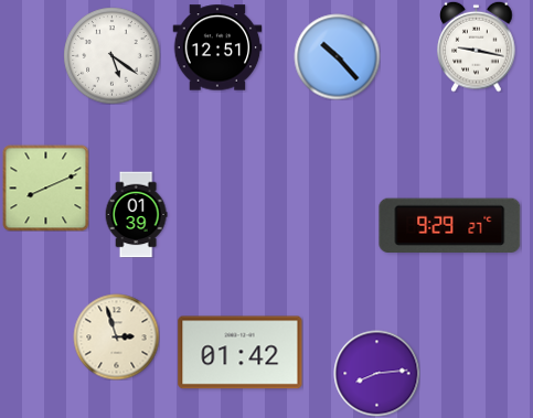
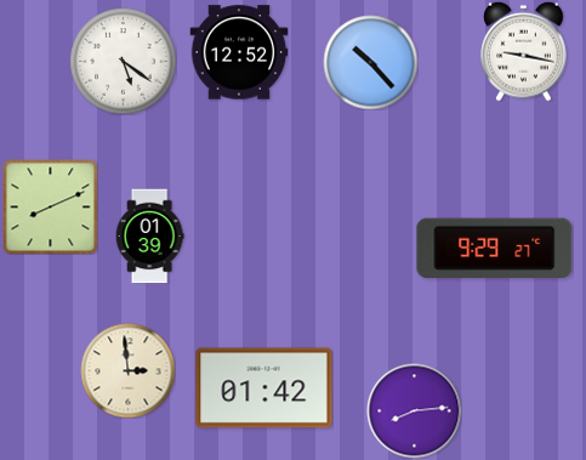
clock at (217, 47): 12:51 -> 12:52
clock at (116, 336): 2:57 -> 2:59
